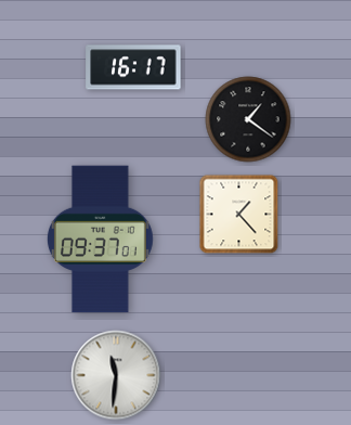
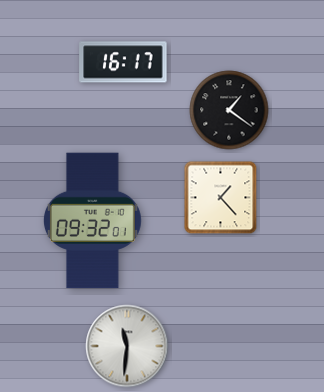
clock at (100, 240): 09:37 -> 09:32
clock at (116, 375) position: (116, 375) -> (127, 346)
